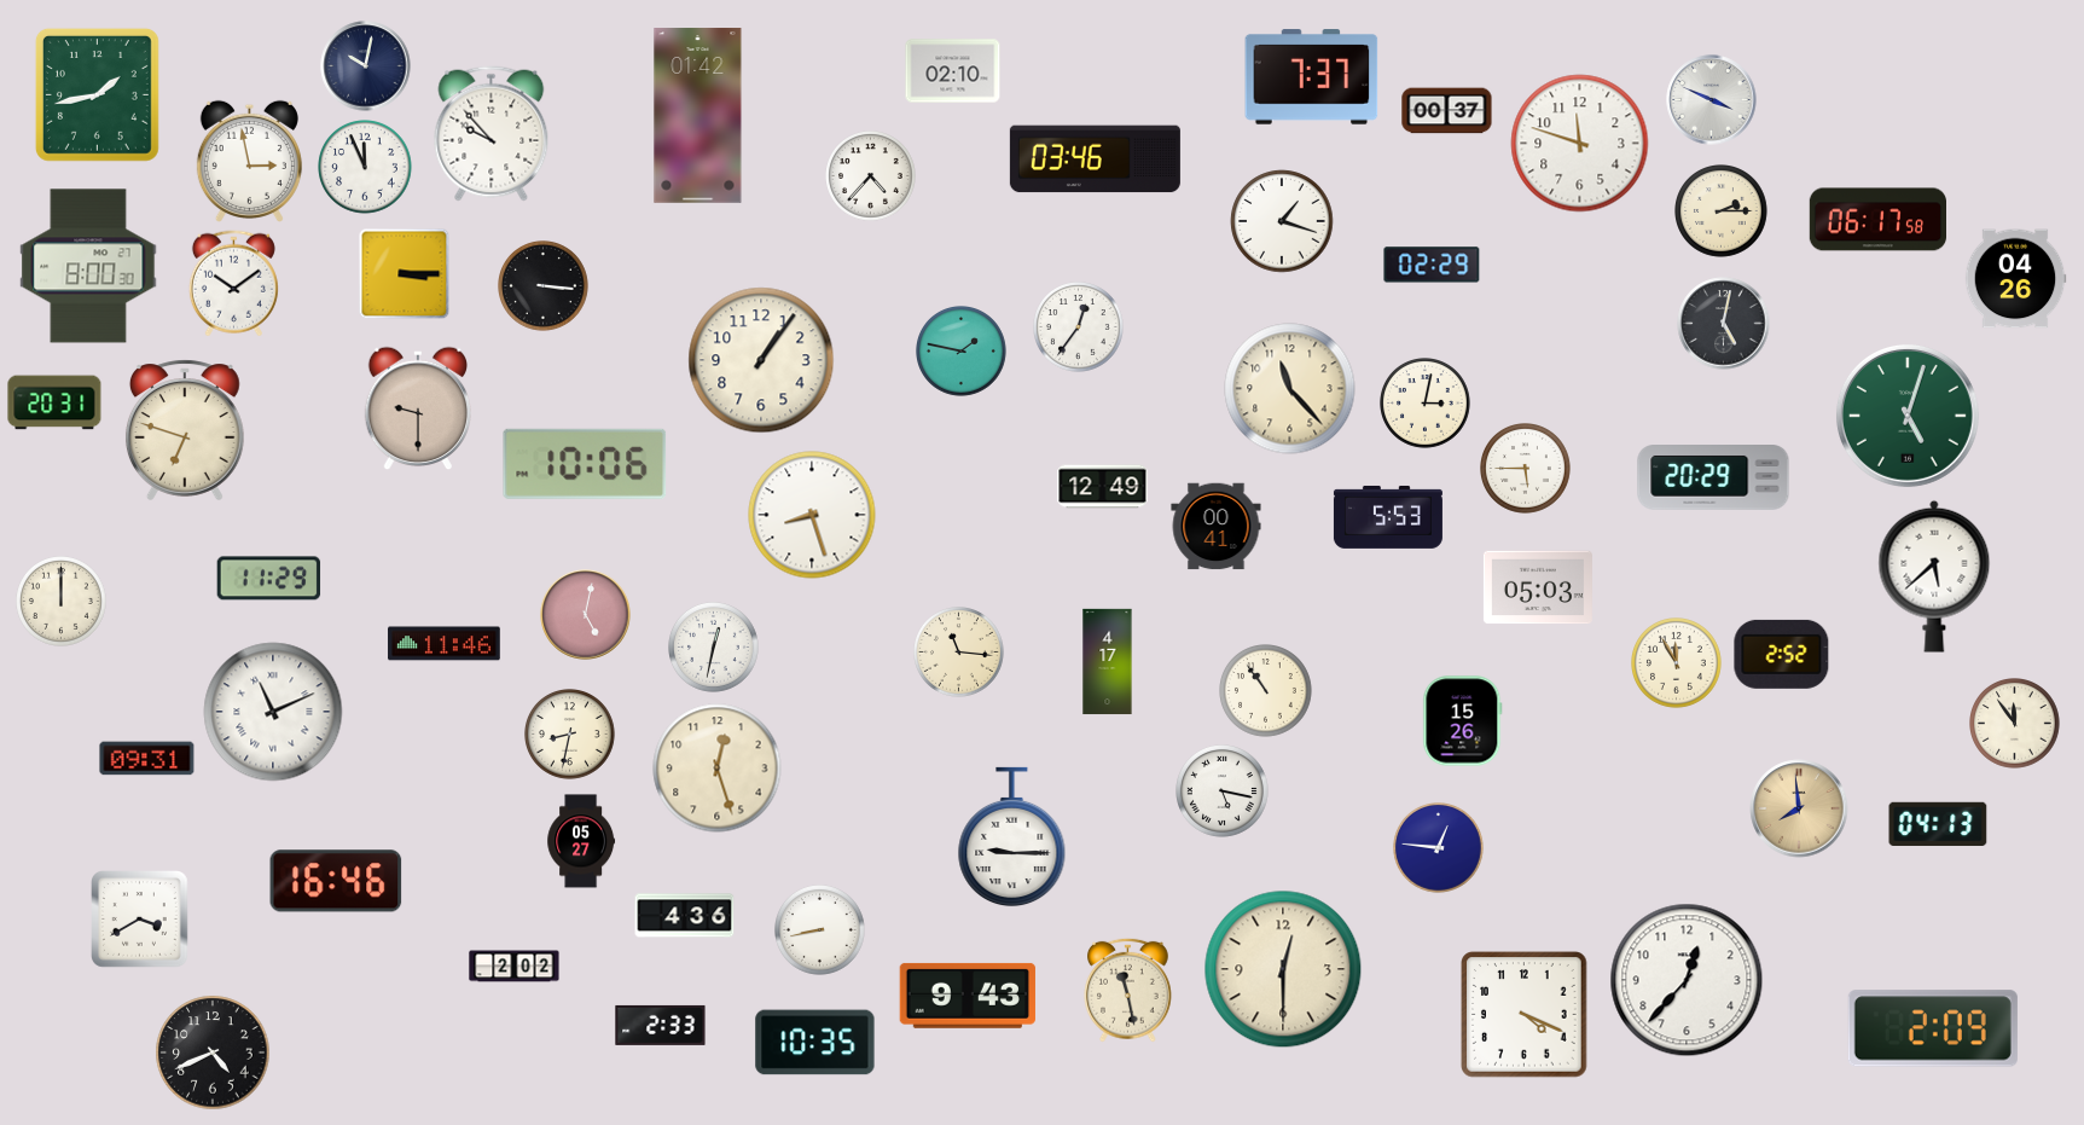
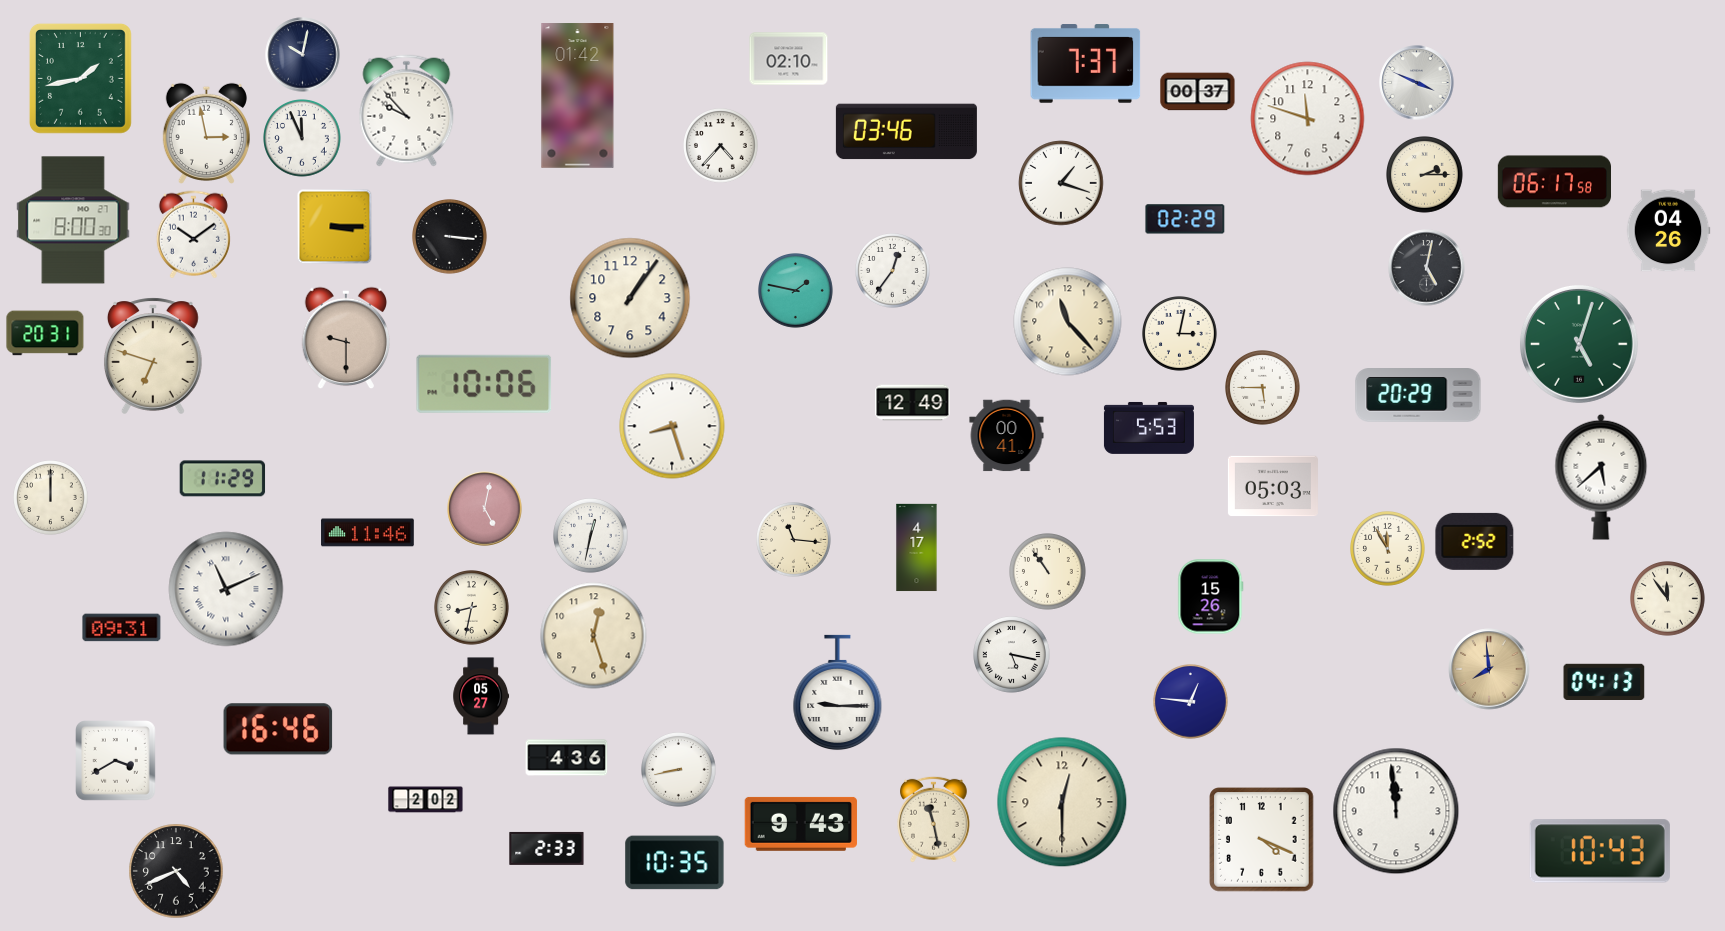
clock at (1687, 980): 12:37 -> 11:59
clock at (1933, 1028): 2:09 -> 10:43
